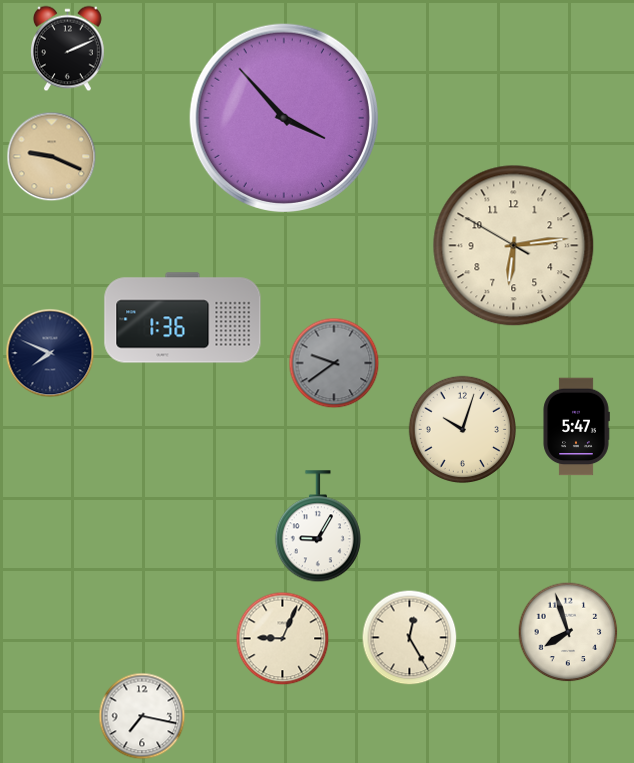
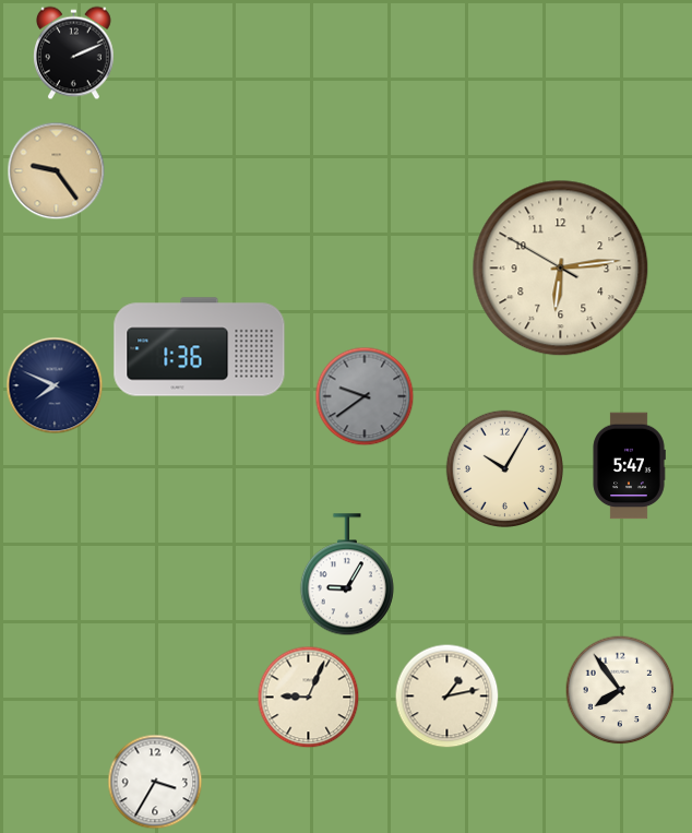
clock at (284, 118): 3:53 -> none
clock at (52, 157): 9:19 -> 9:24
clock at (462, 429): 10:03 -> 10:05
clock at (568, 632): 7:57 -> 7:54
clock at (410, 638): 12:25 -> 1:13
clock at (142, 716): 7:17 -> 3:35
